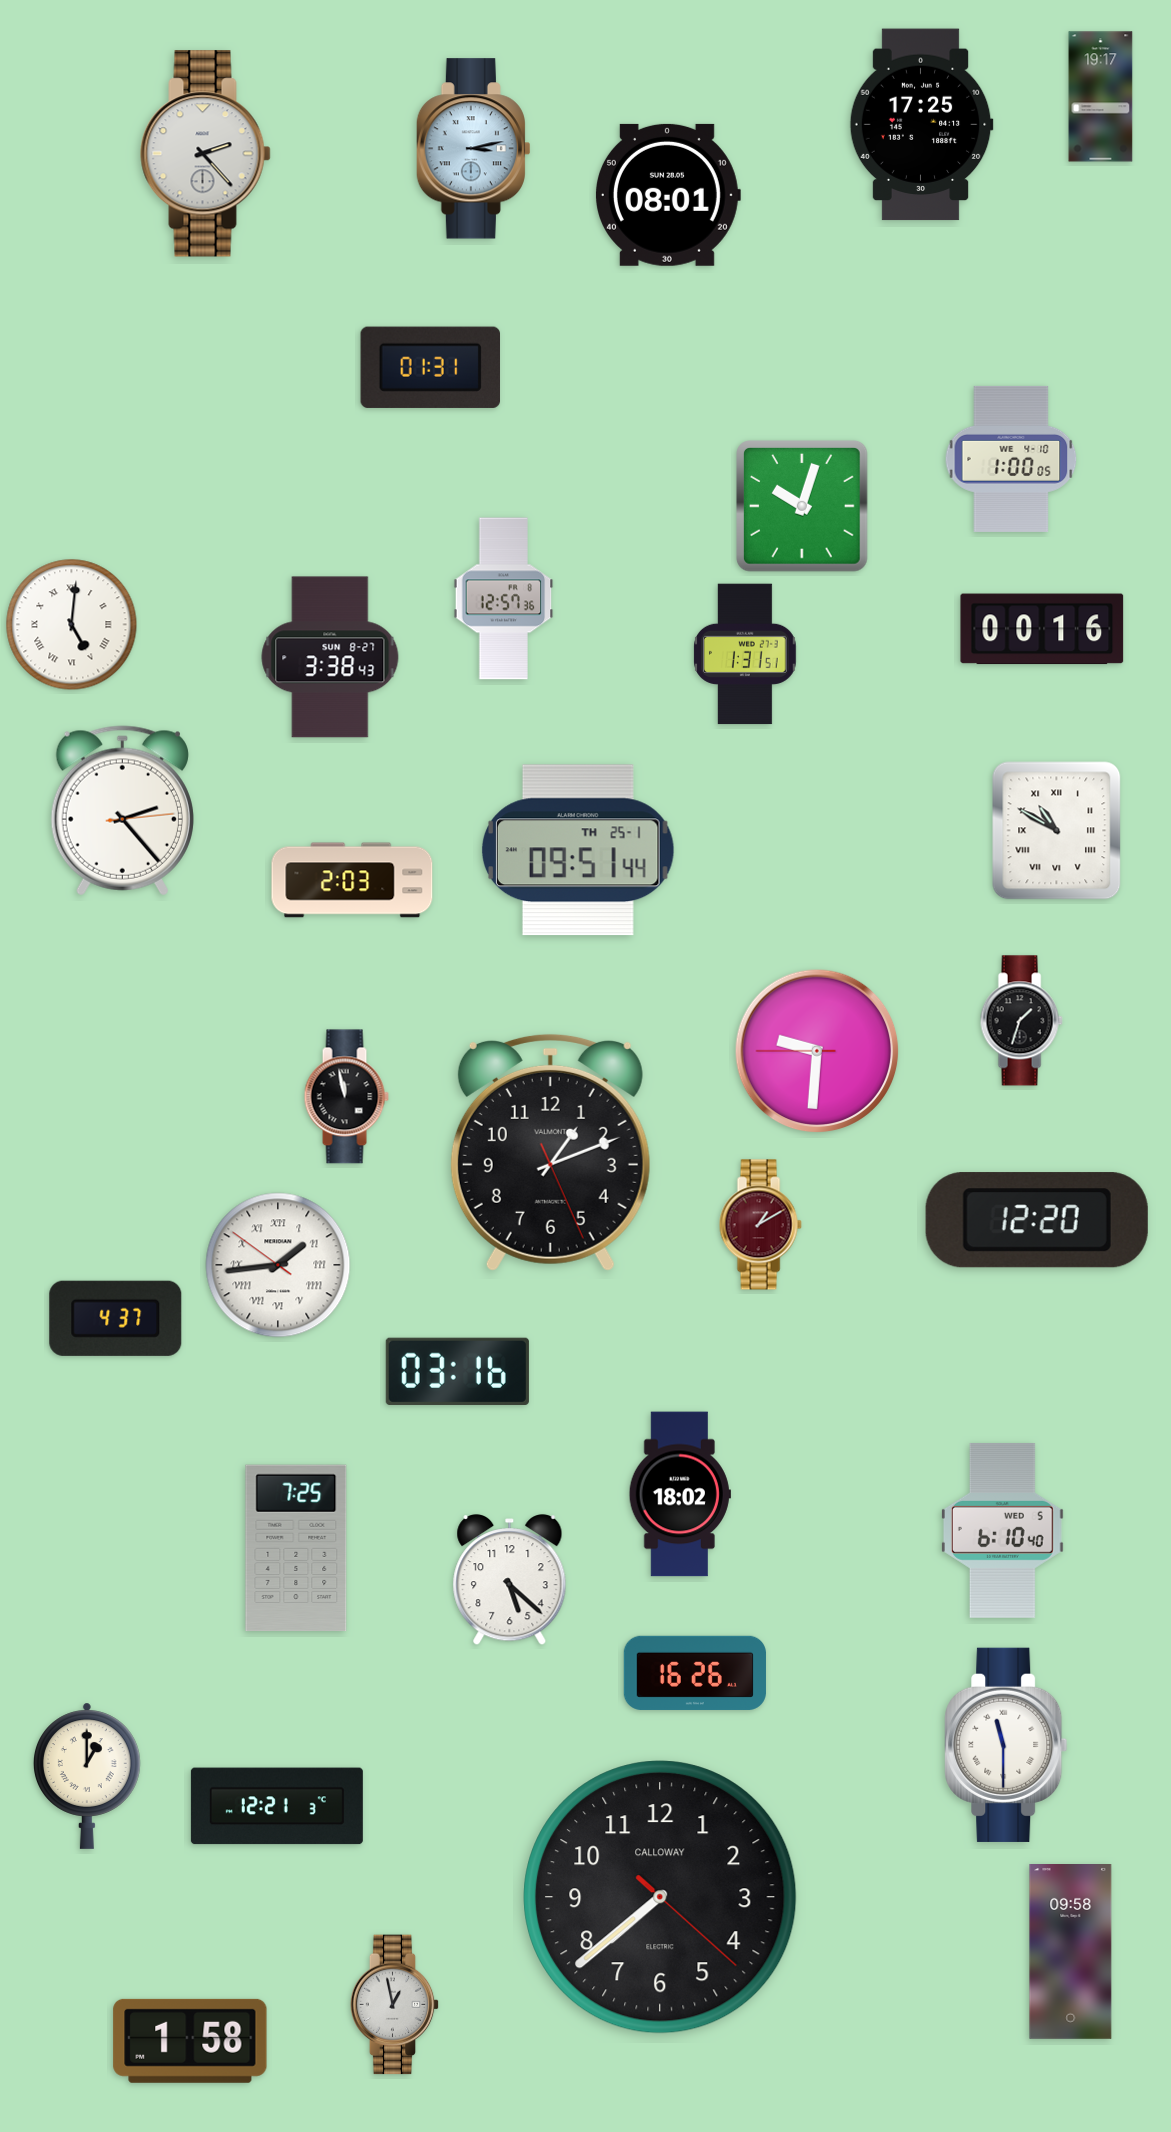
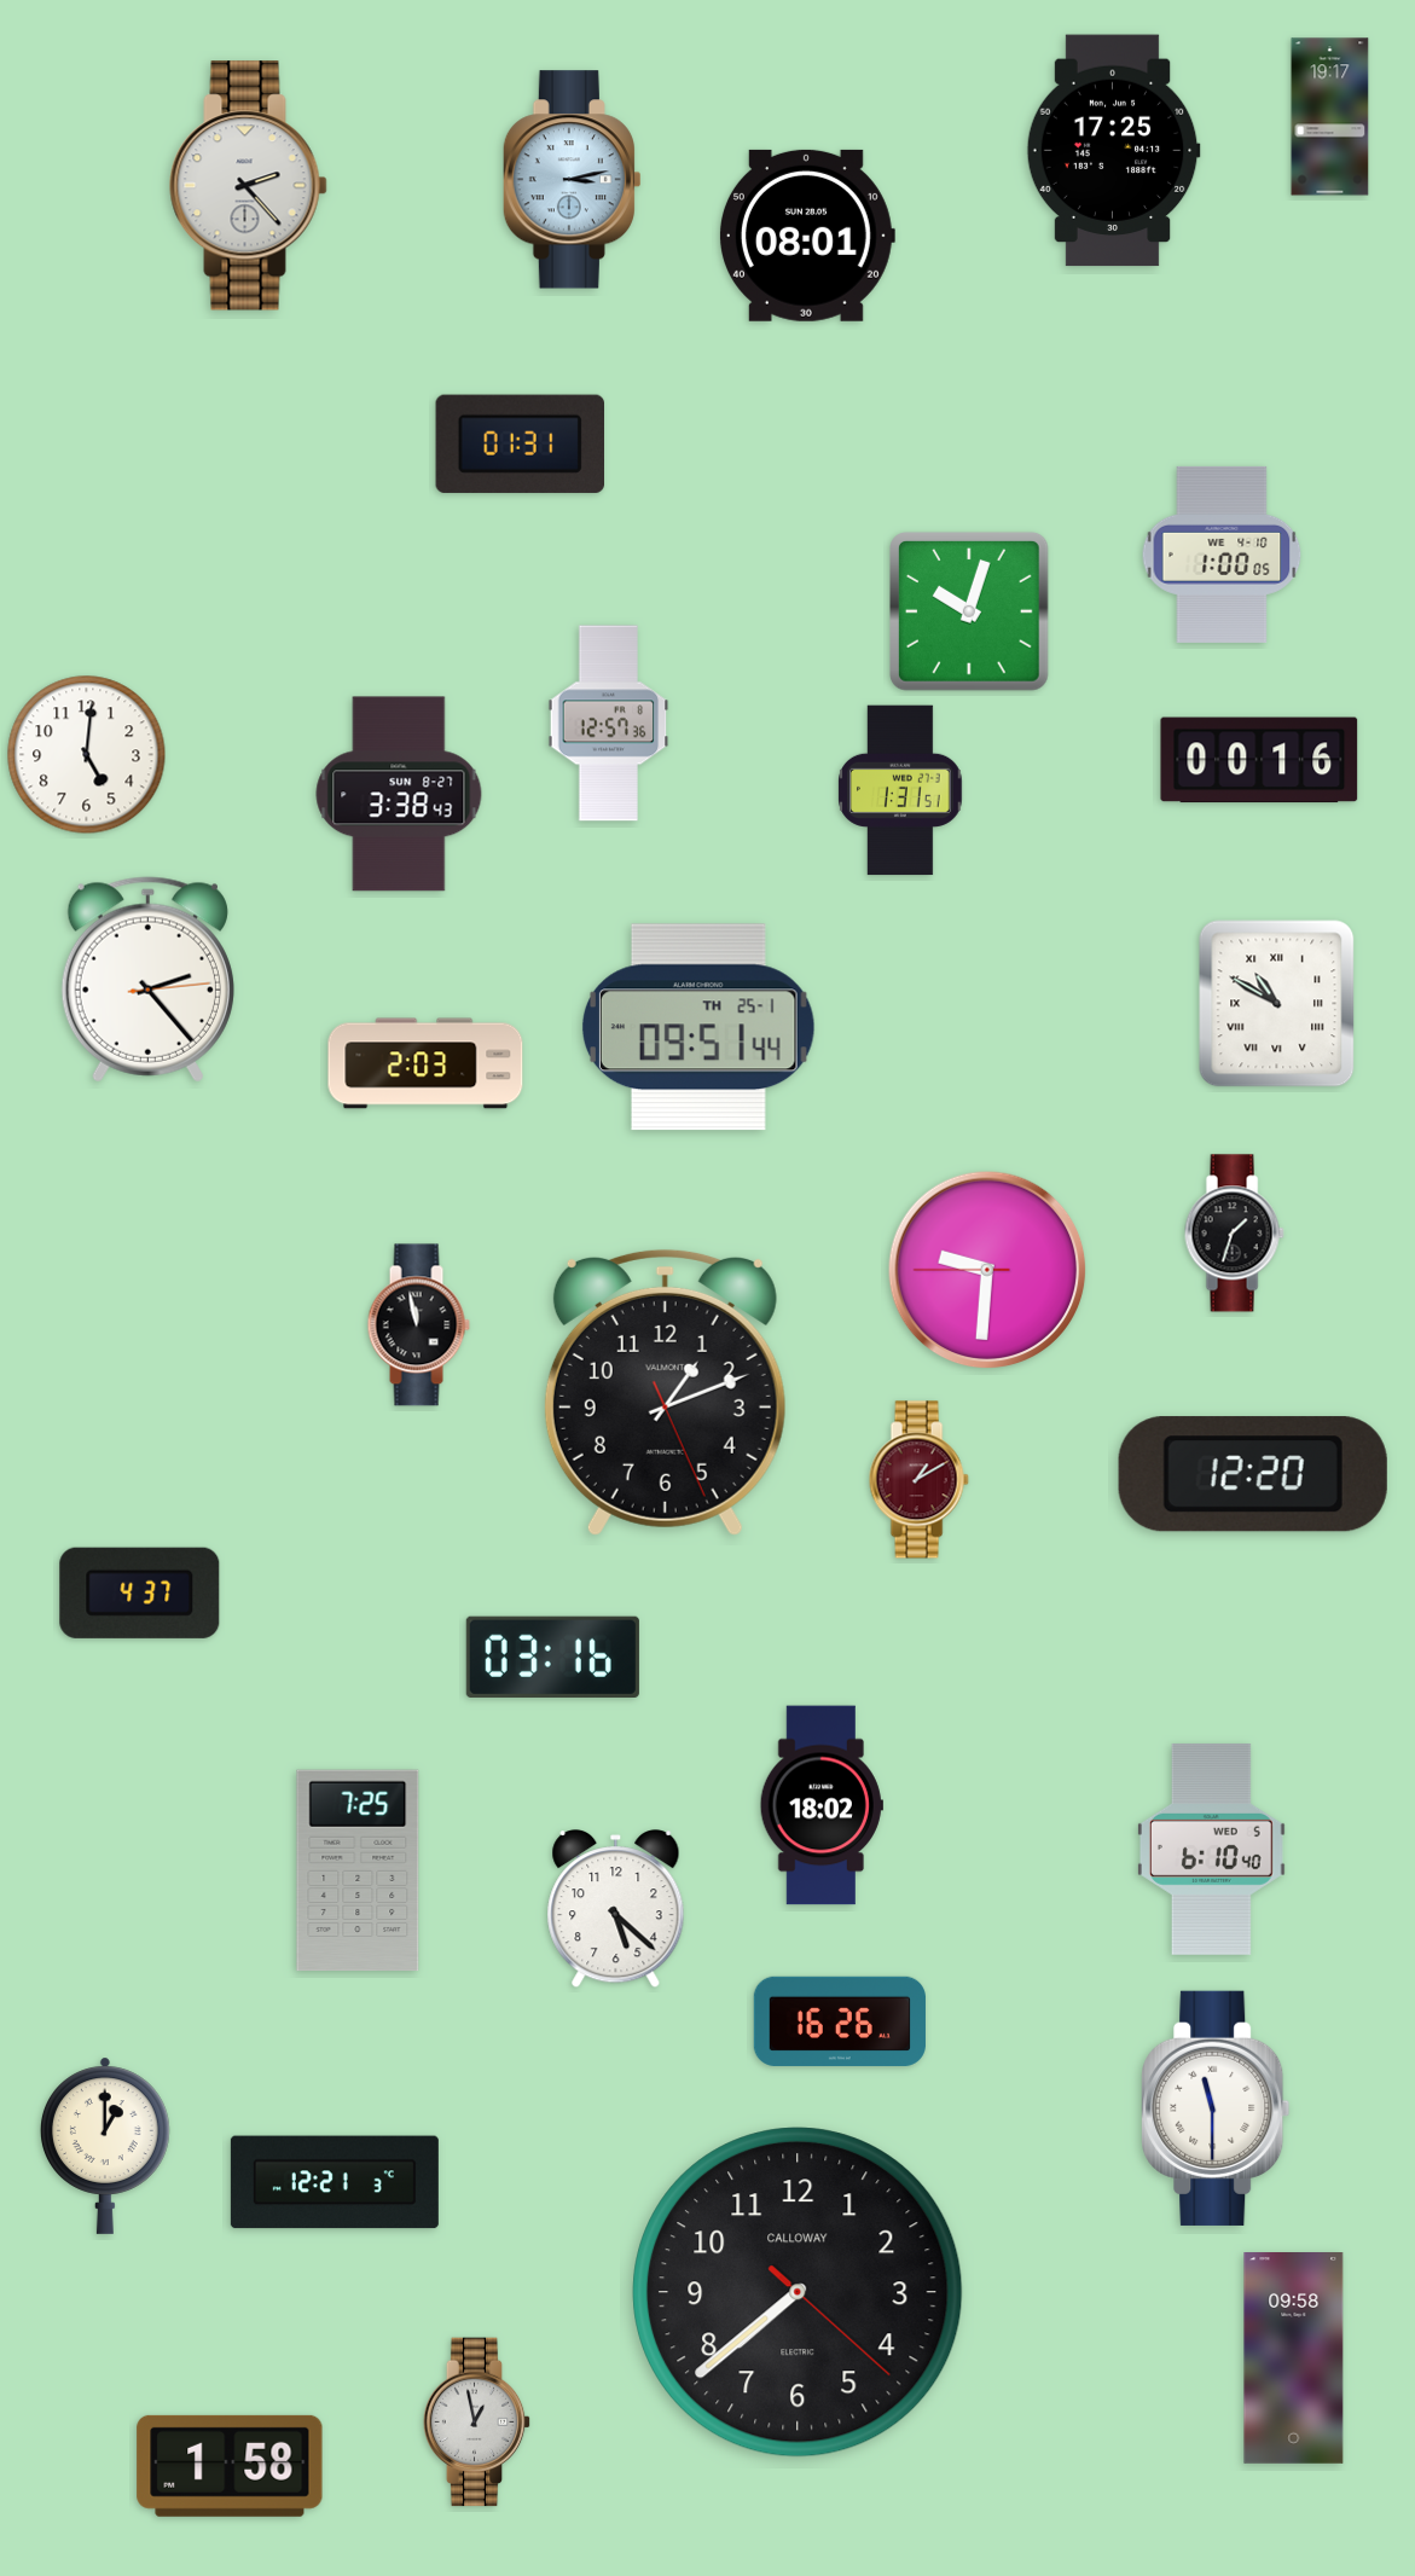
clock at (72, 625) numerals: Roman -> Arabic
clock at (278, 1265): 1:43 -> none
